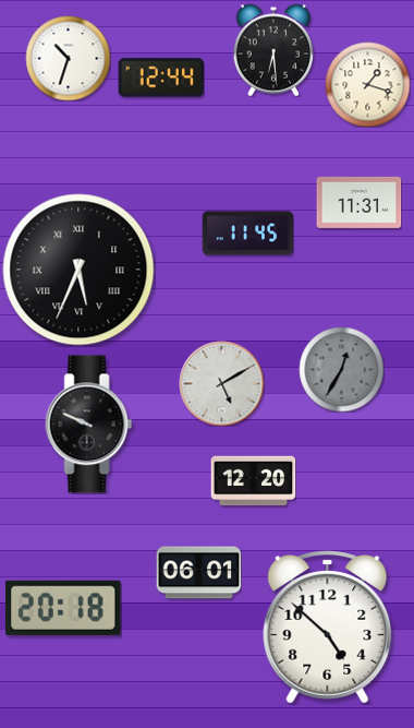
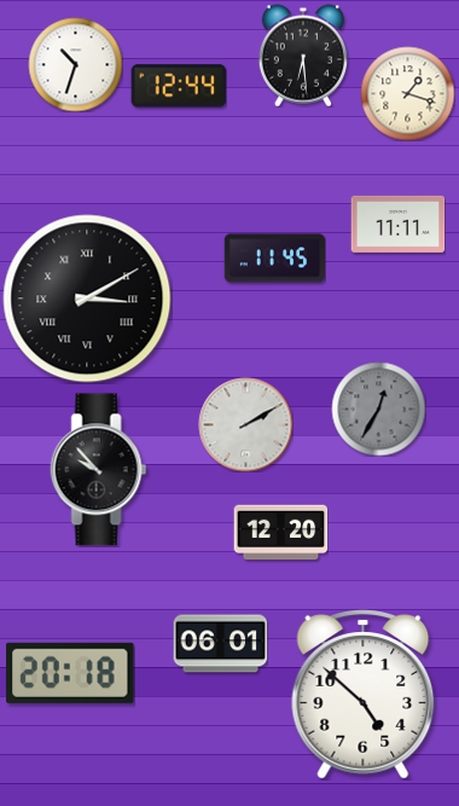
clock at (358, 202): 11:31 -> 11:11
clock at (78, 270): 5:34 -> 3:10
clock at (221, 383): 5:10 -> 2:10
clock at (89, 425): 9:49 -> 9:53
clock at (198, 573) position: (198, 573) -> (220, 644)
